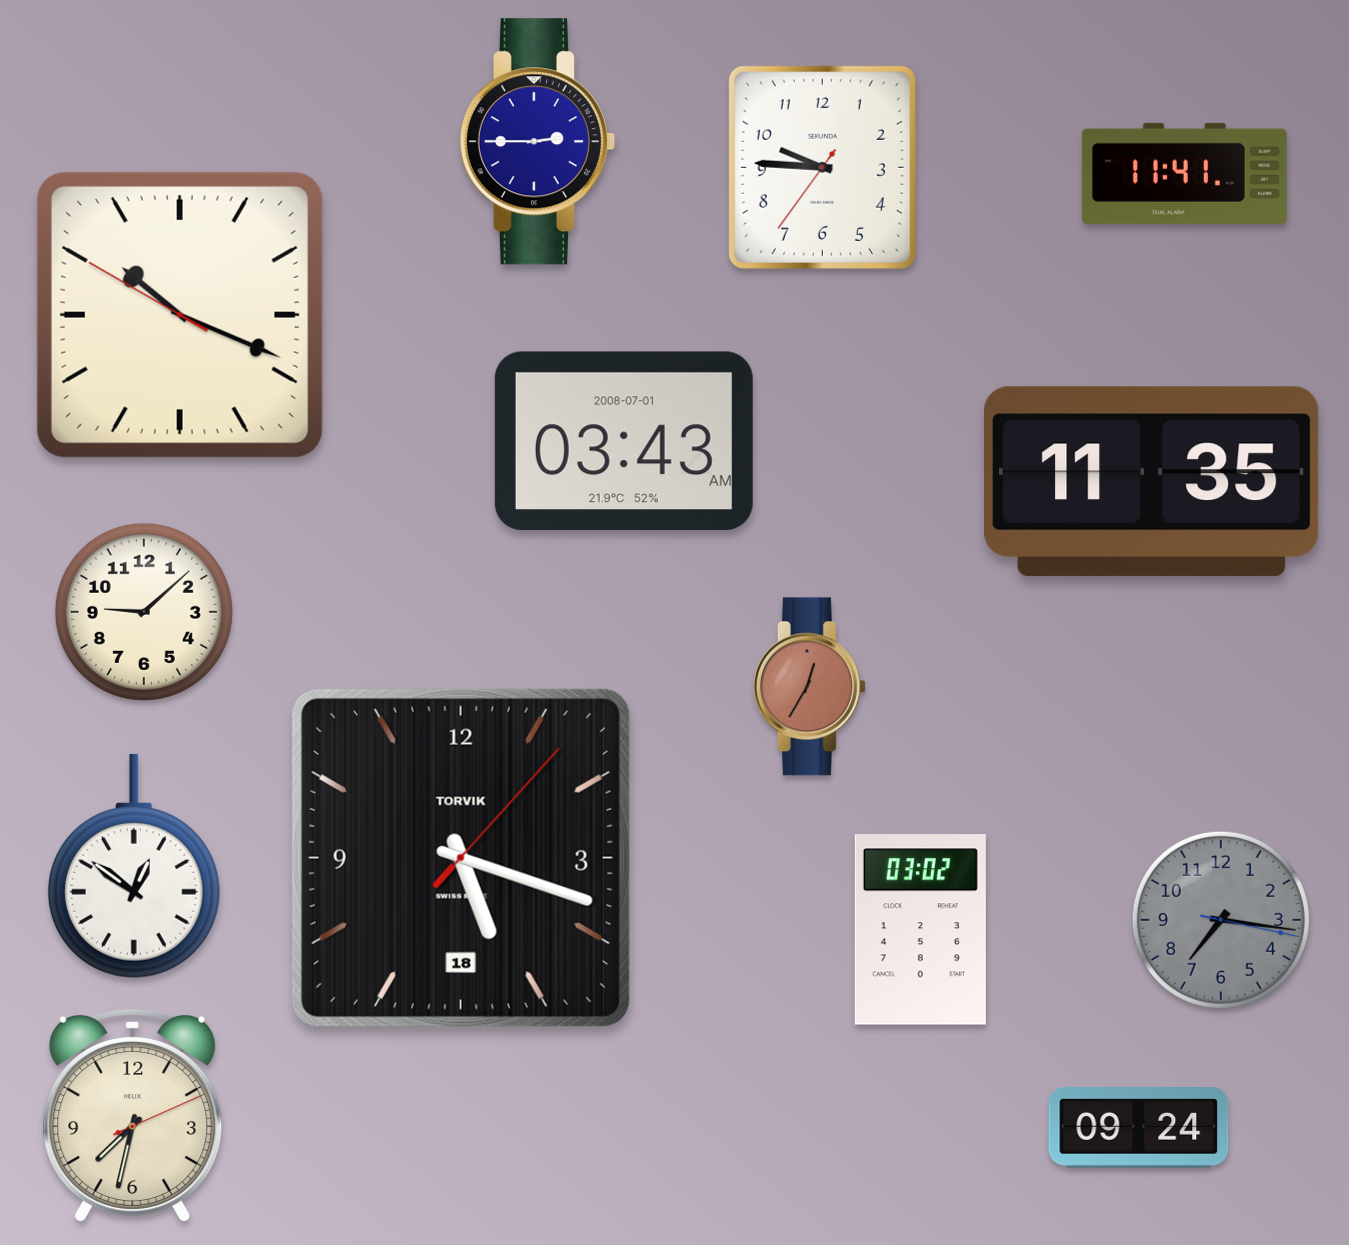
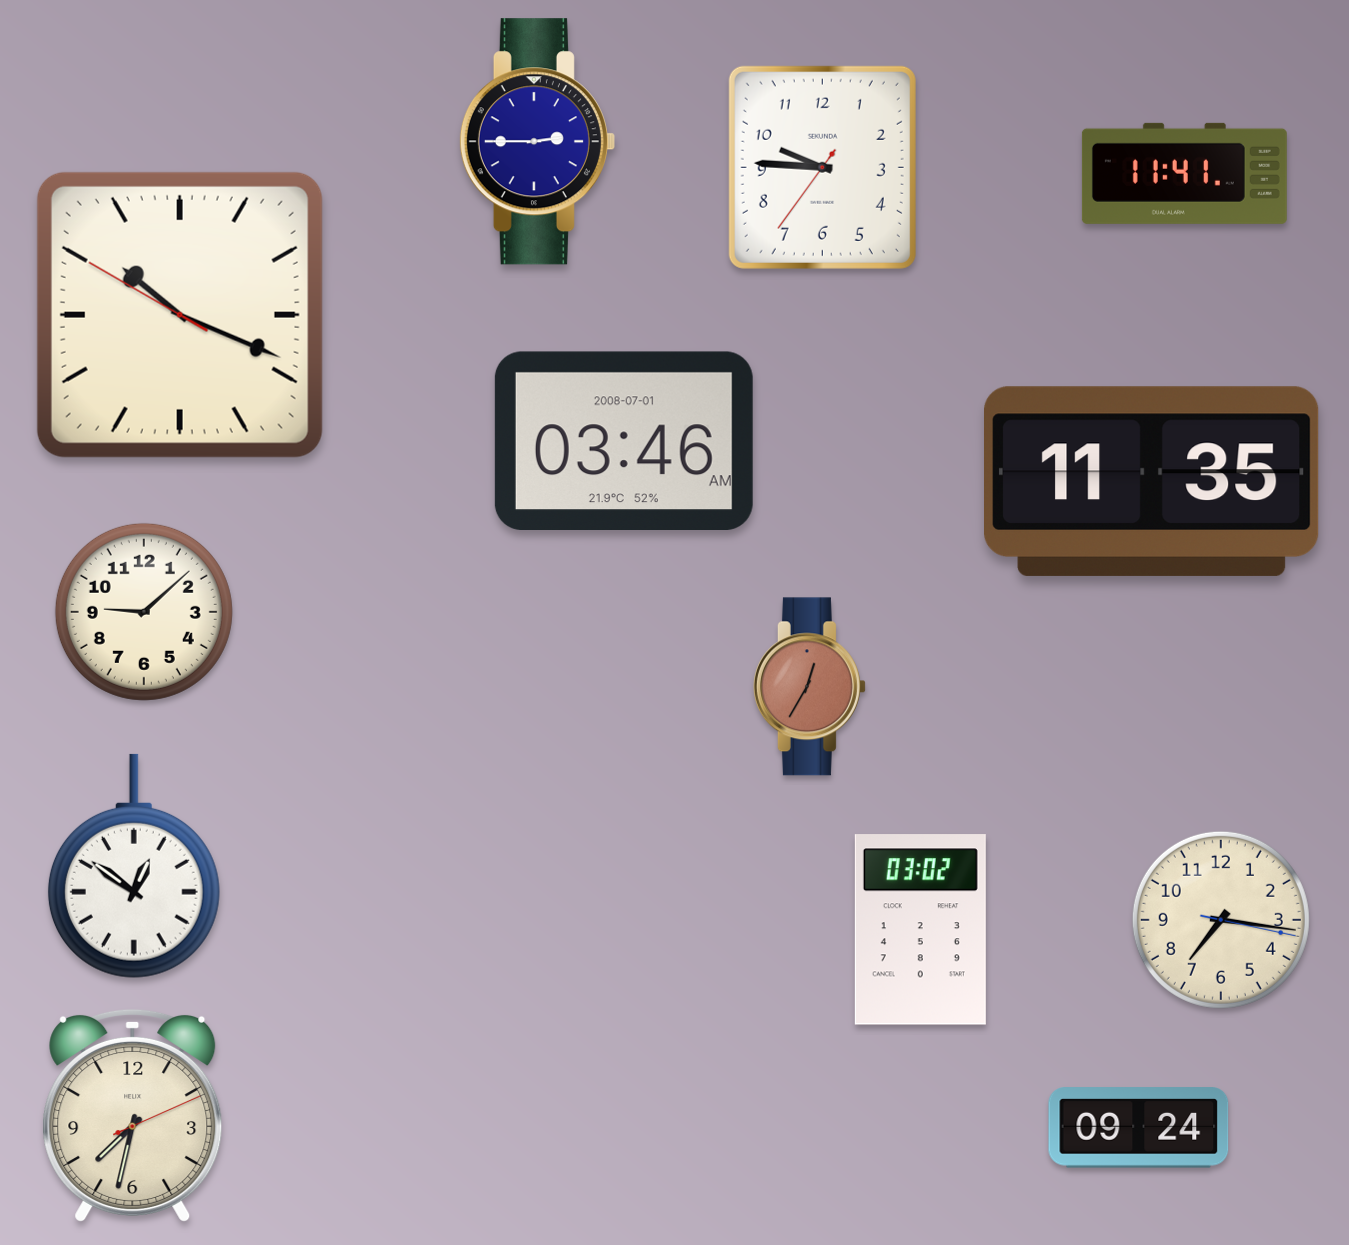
clock at (624, 440): 03:43 -> 03:46
clock at (461, 858): 5:18 -> none
clock at (1221, 920) dial: grey -> cream
